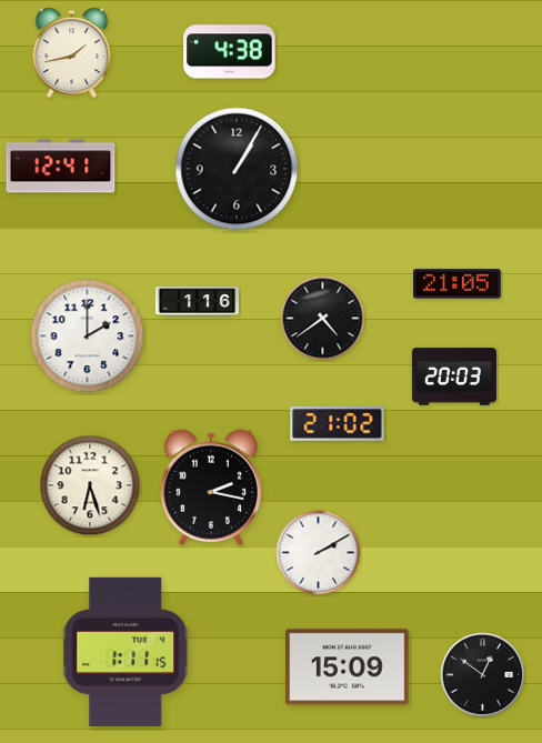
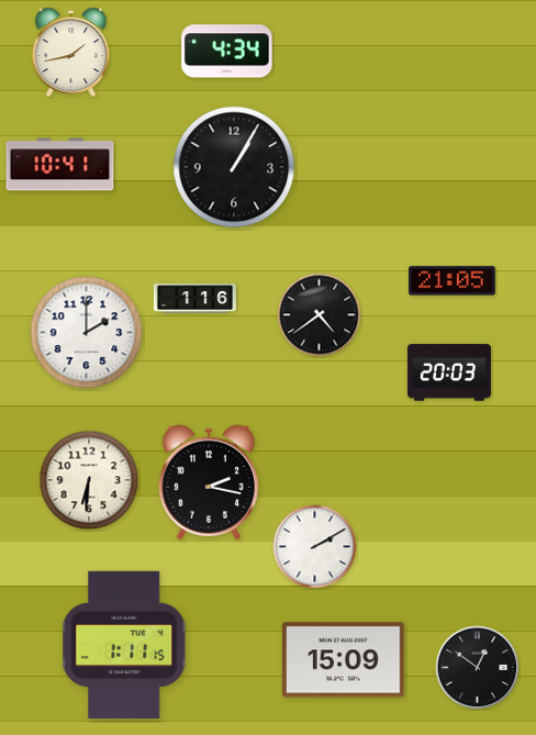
clock at (230, 52): 4:38 -> 4:34
clock at (61, 167): 12:41 -> 10:41
clock at (338, 424): 21:02 -> none
clock at (90, 485): 6:27 -> 6:31
